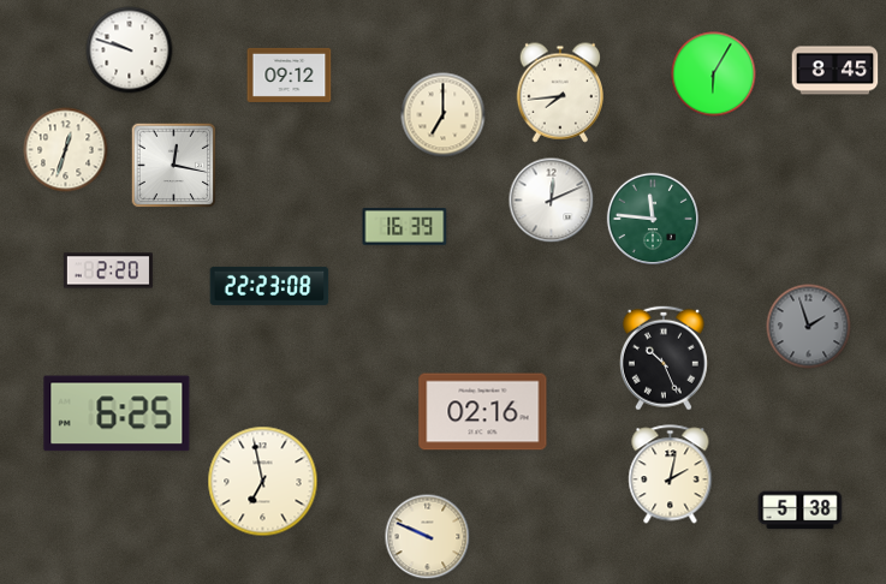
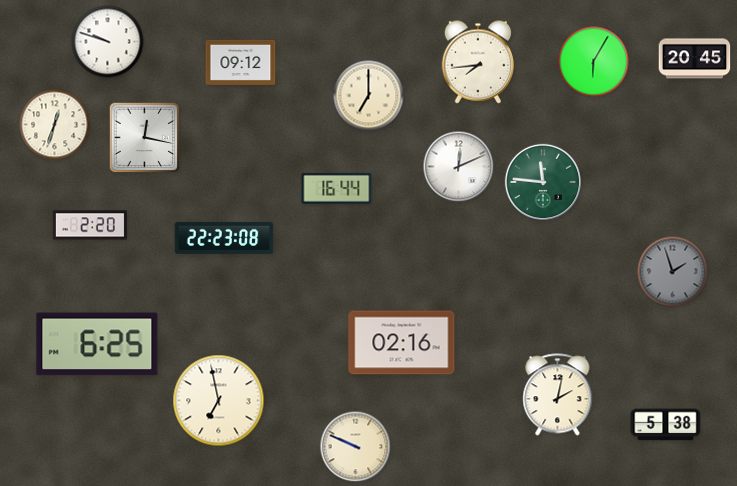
clock at (836, 71): 8:45 -> 20:45
clock at (559, 93) position: (559, 93) -> (477, 62)
clock at (405, 226): 16:39 -> 16:44
clock at (664, 358): 10:26 -> none
